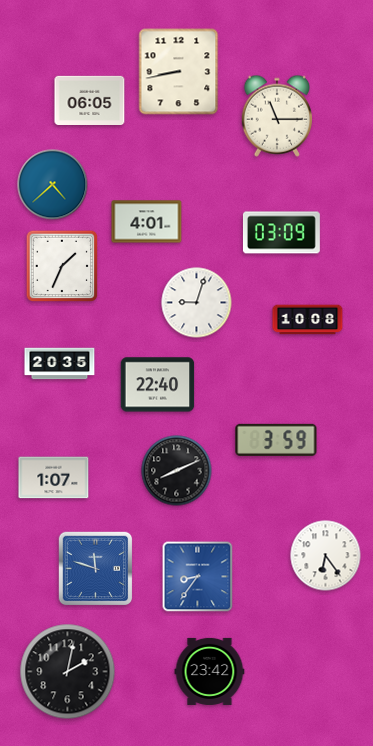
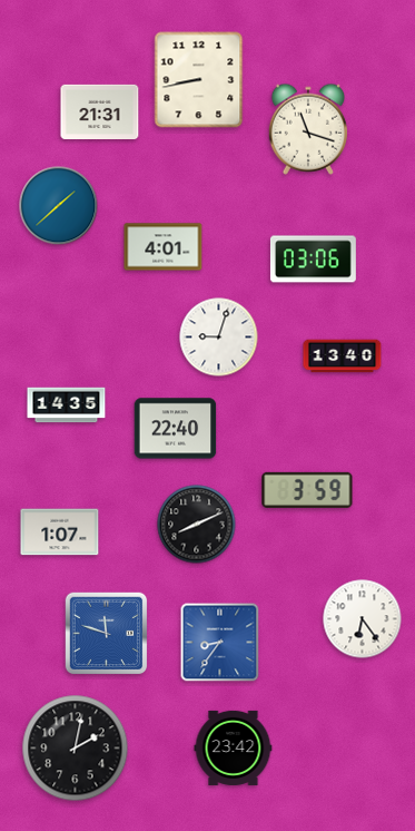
clock at (90, 100): 06:05 -> 21:31
clock at (277, 116): 11:15 -> 11:18
clock at (53, 185): 4:38 -> 1:38
clock at (281, 233): 03:09 -> 03:06
clock at (62, 266): 1:34 -> none
clock at (308, 320): 10:08 -> 13:40
clock at (60, 364): 20:35 -> 14:35
